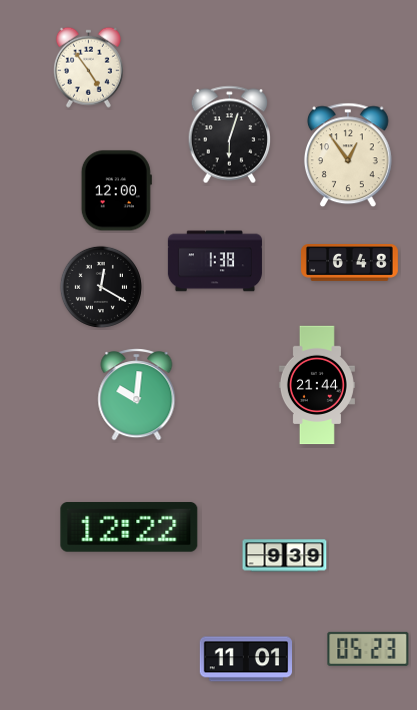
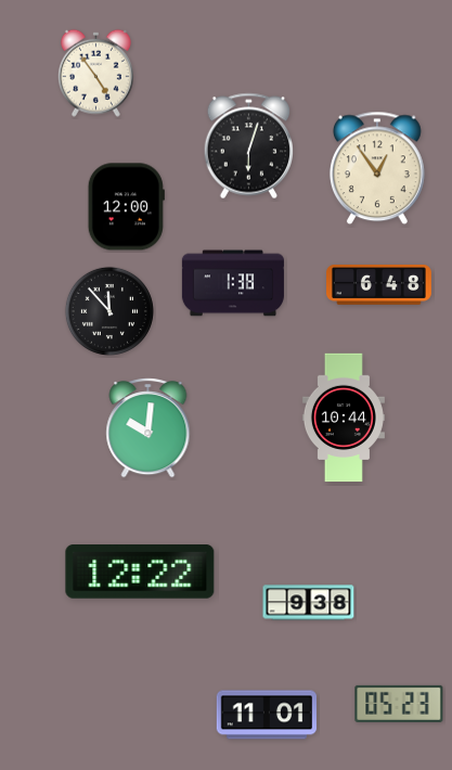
clock at (101, 287): 12:20 -> 11:53
clock at (317, 385): 21:44 -> 10:44
clock at (285, 556): 9:39 -> 9:38
